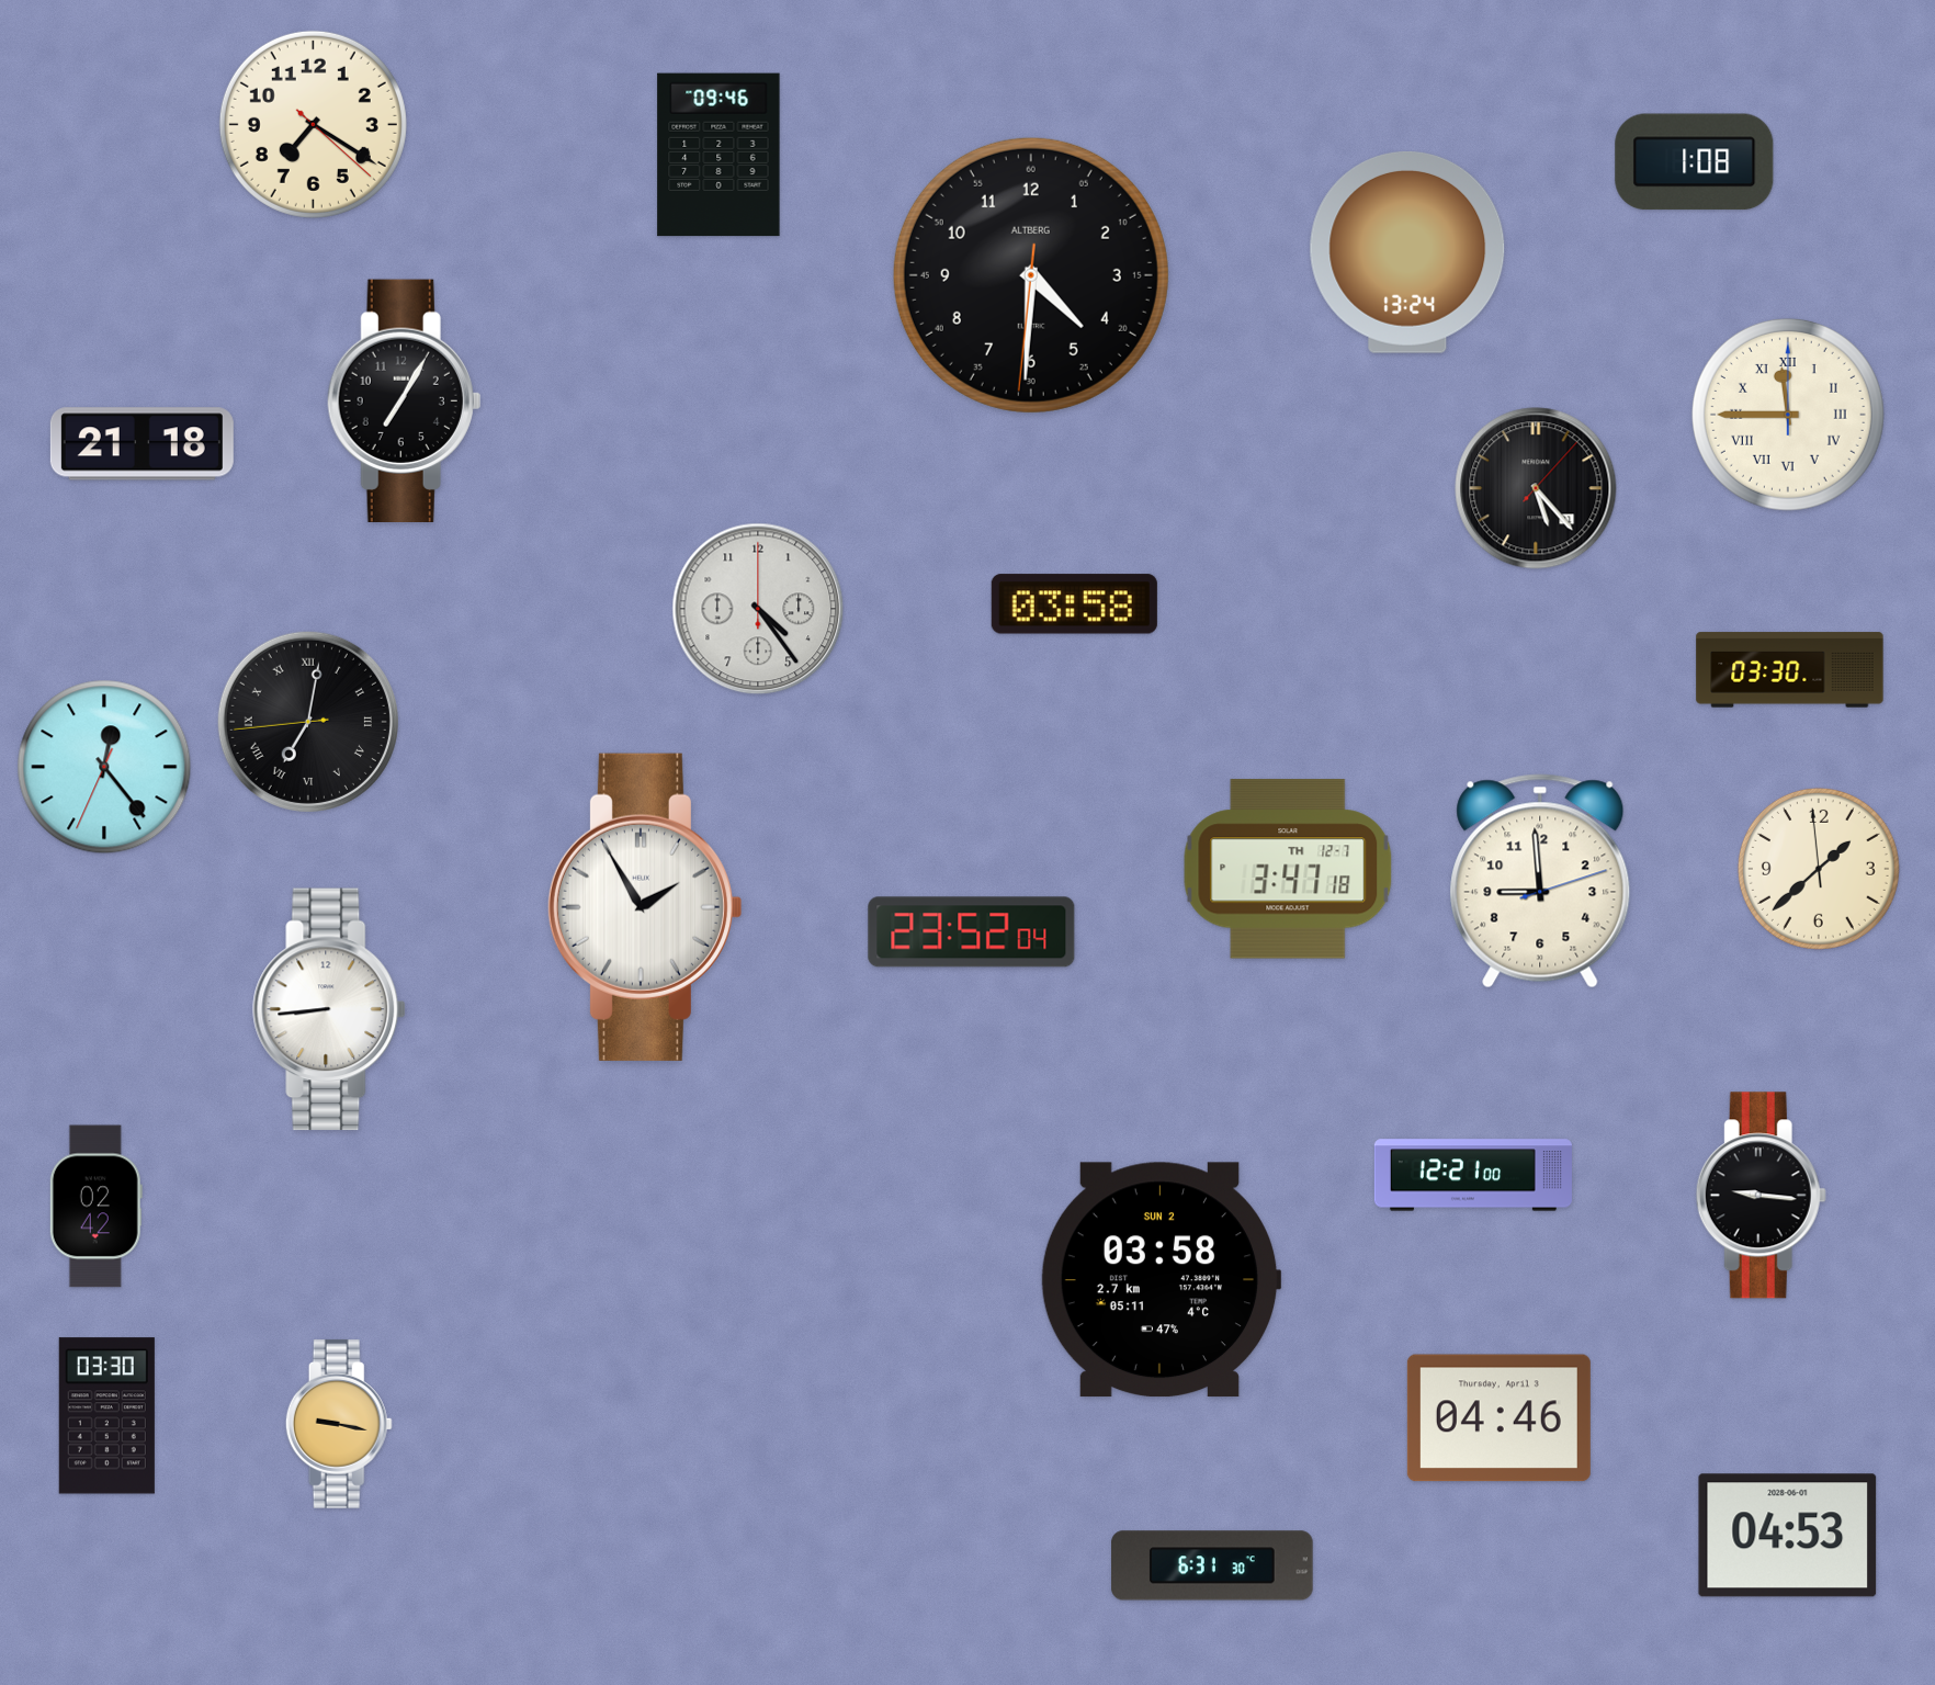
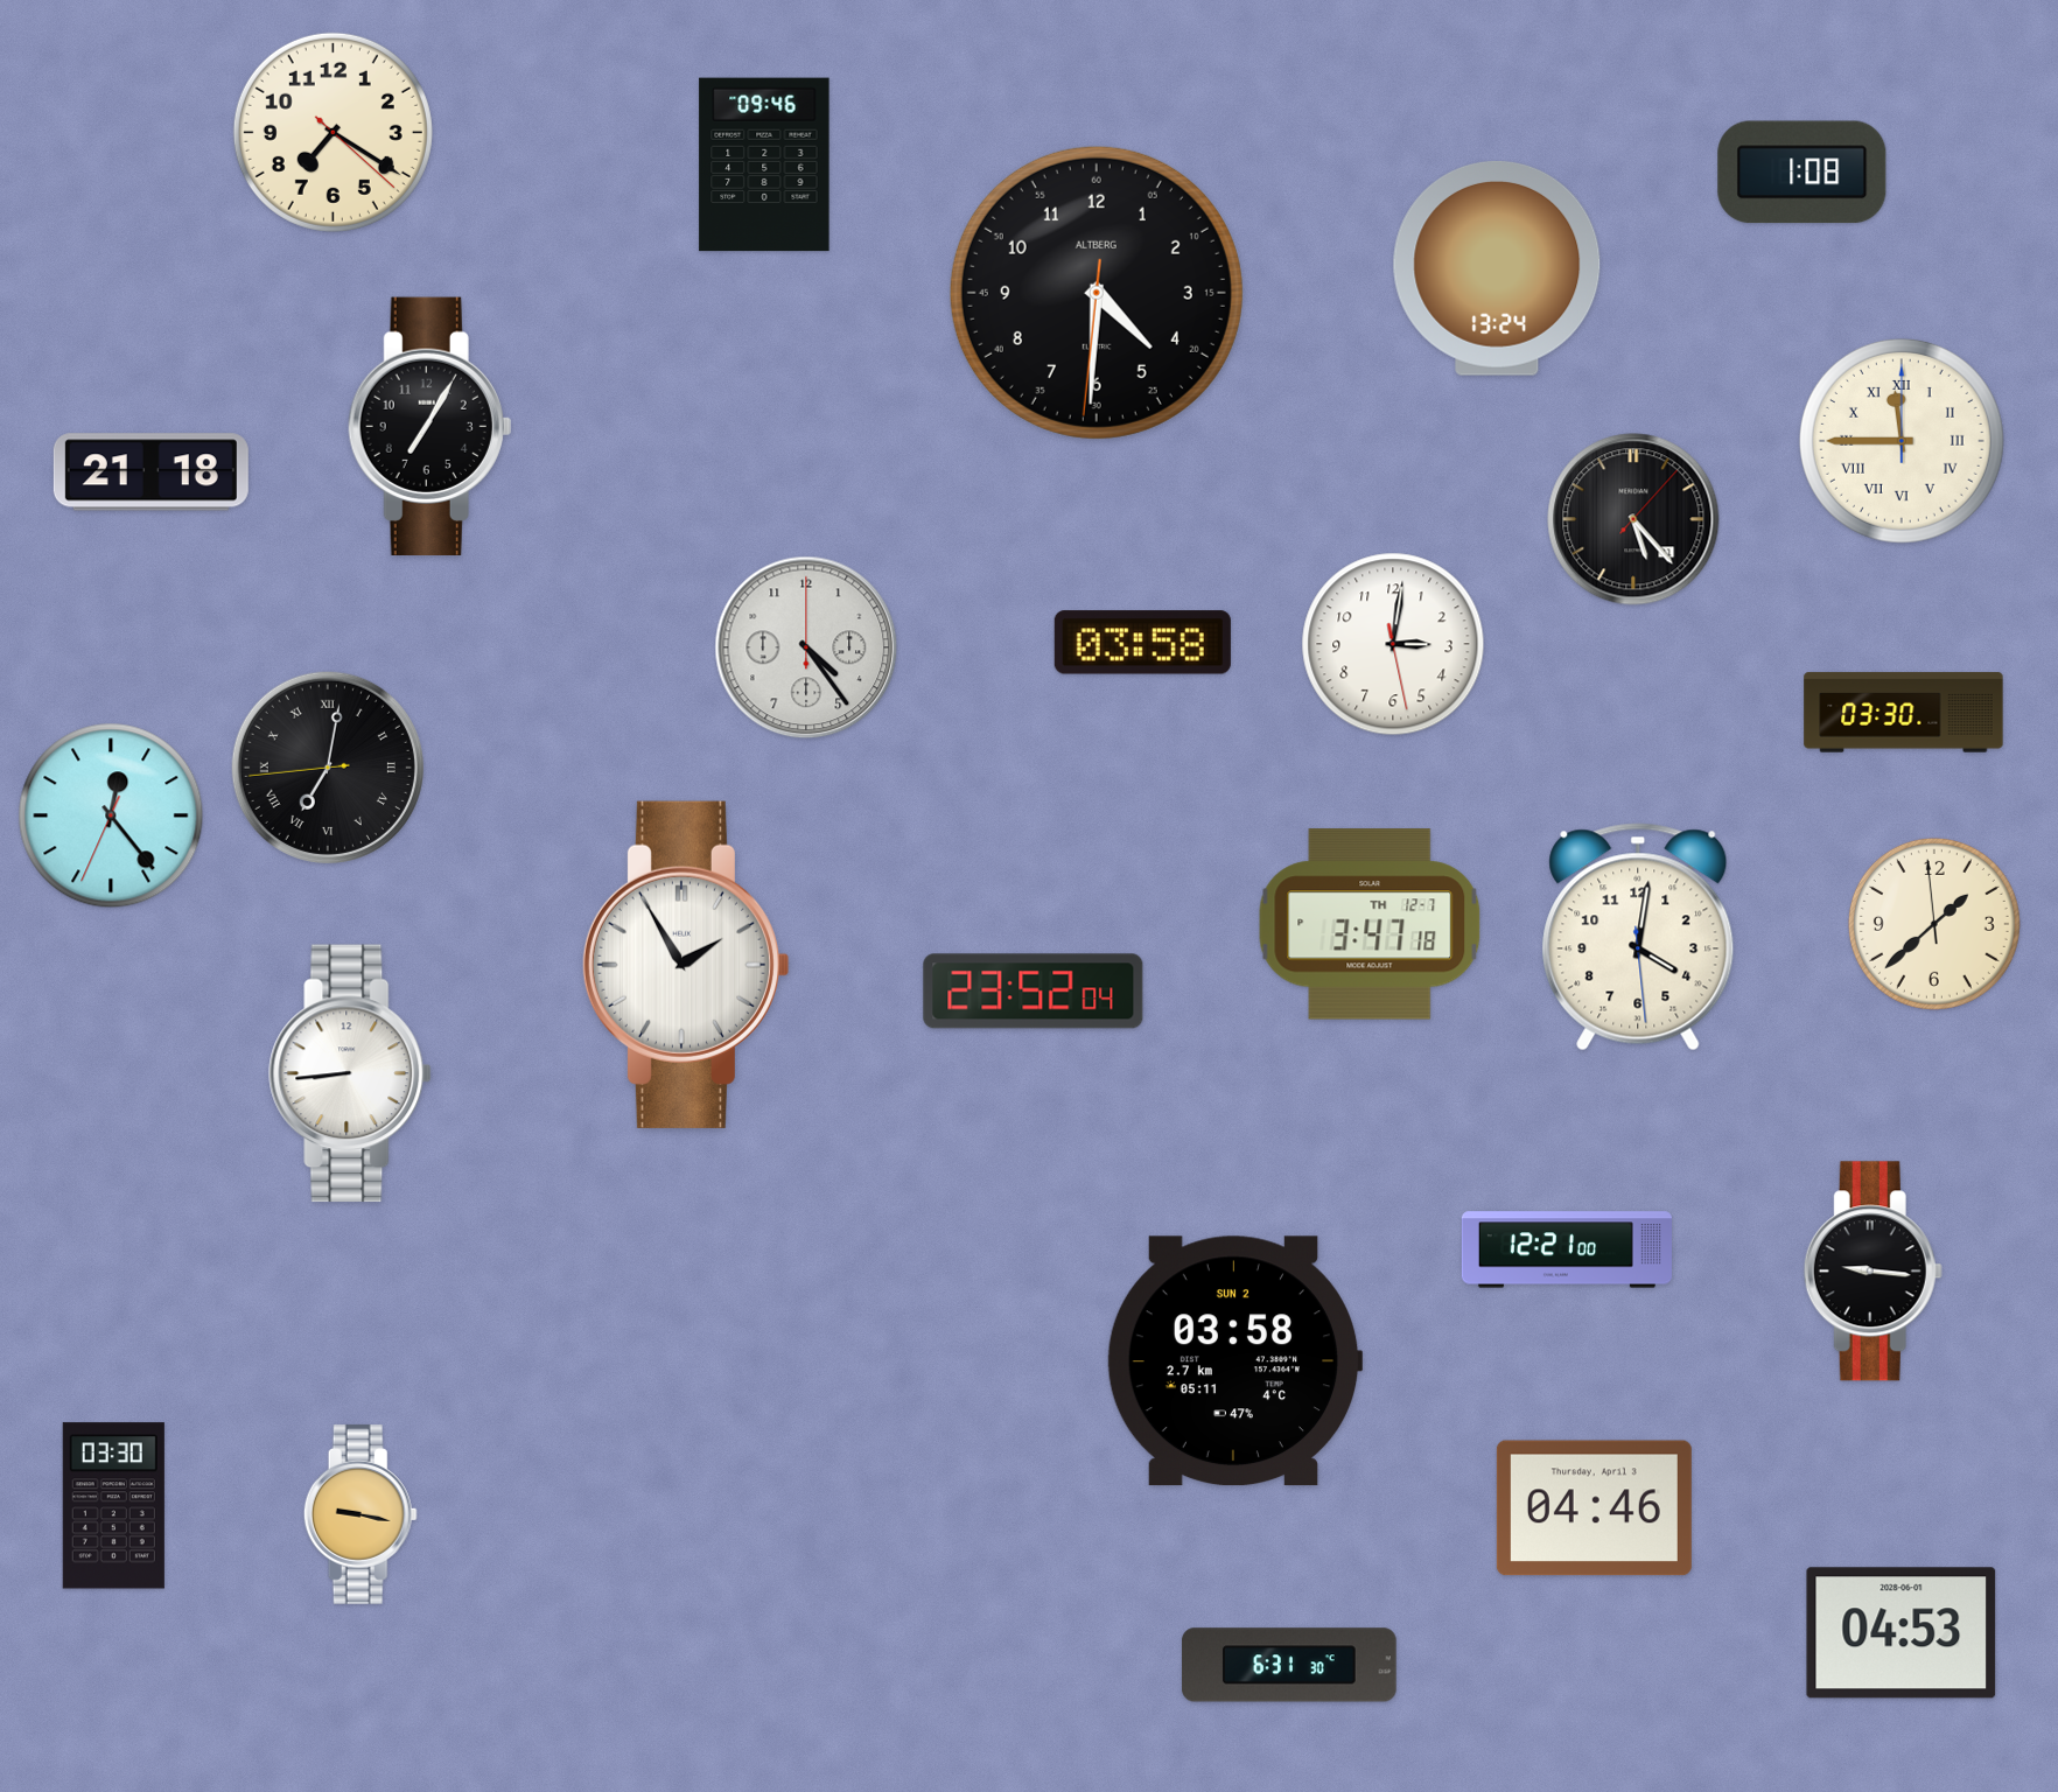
clock at (1393, 644): none -> 3:01
clock at (1540, 881): 8:59 -> 4:01
clock at (95, 1207): 02:42 -> none
